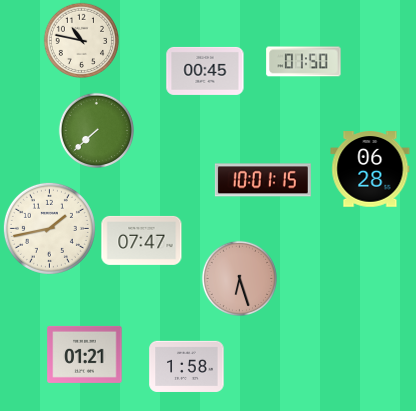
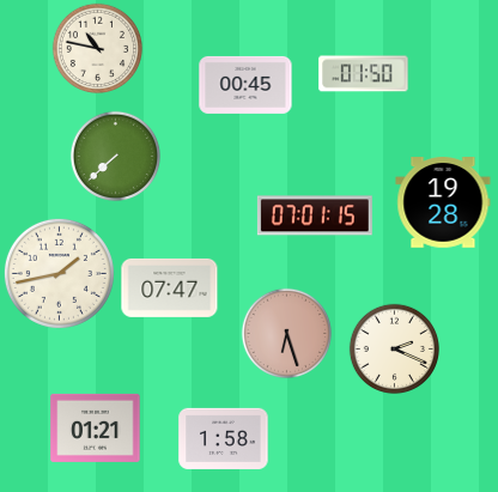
clock at (370, 169): 06:28 -> 19:28
clock at (263, 180): 10:01 -> 07:01
clock at (394, 348): none -> 2:19
clock at (85, 354) position: (85, 354) -> (96, 427)
